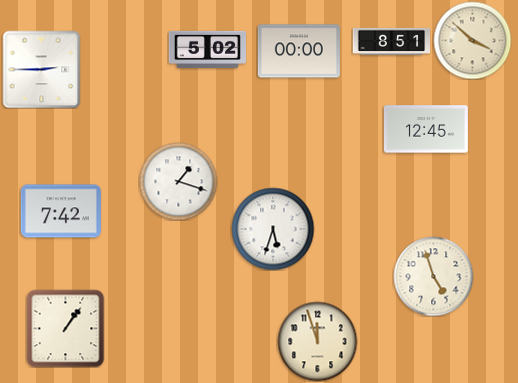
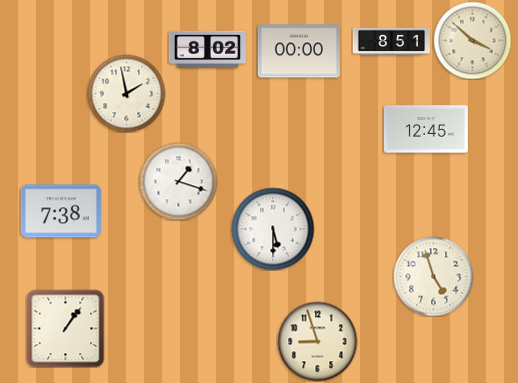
clock at (207, 49): 5:02 -> 8:02
clock at (41, 69): 2:45 -> none
clock at (126, 93): none -> 1:58
clock at (61, 211): 7:42 -> 7:38
clock at (273, 229): 5:33 -> 5:30
clock at (317, 341): 11:57 -> 8:57
